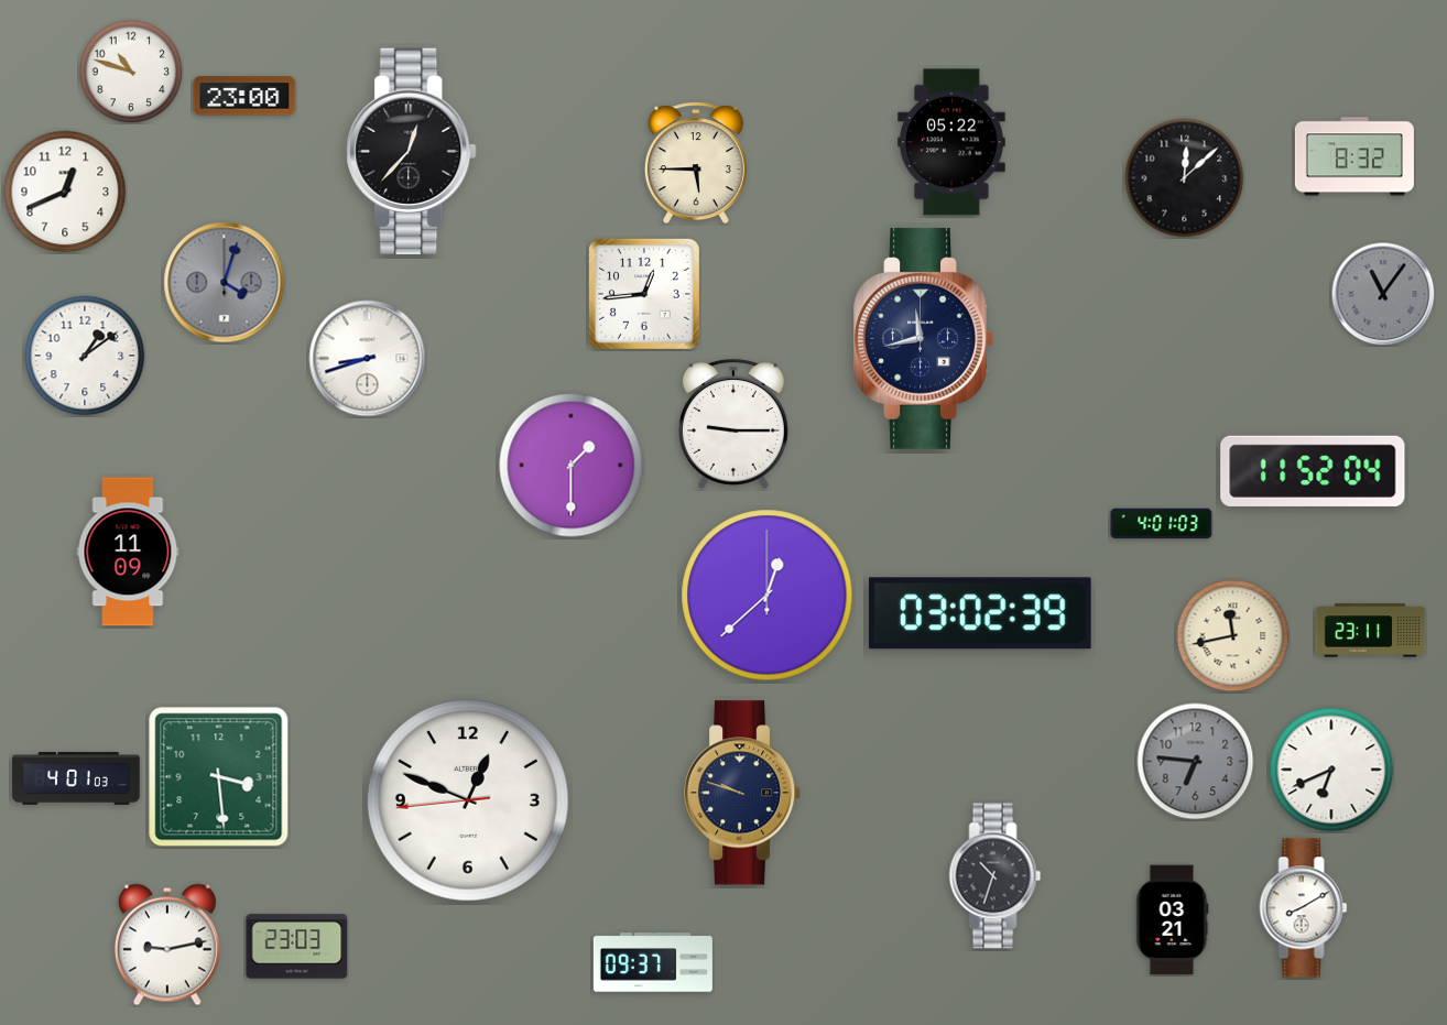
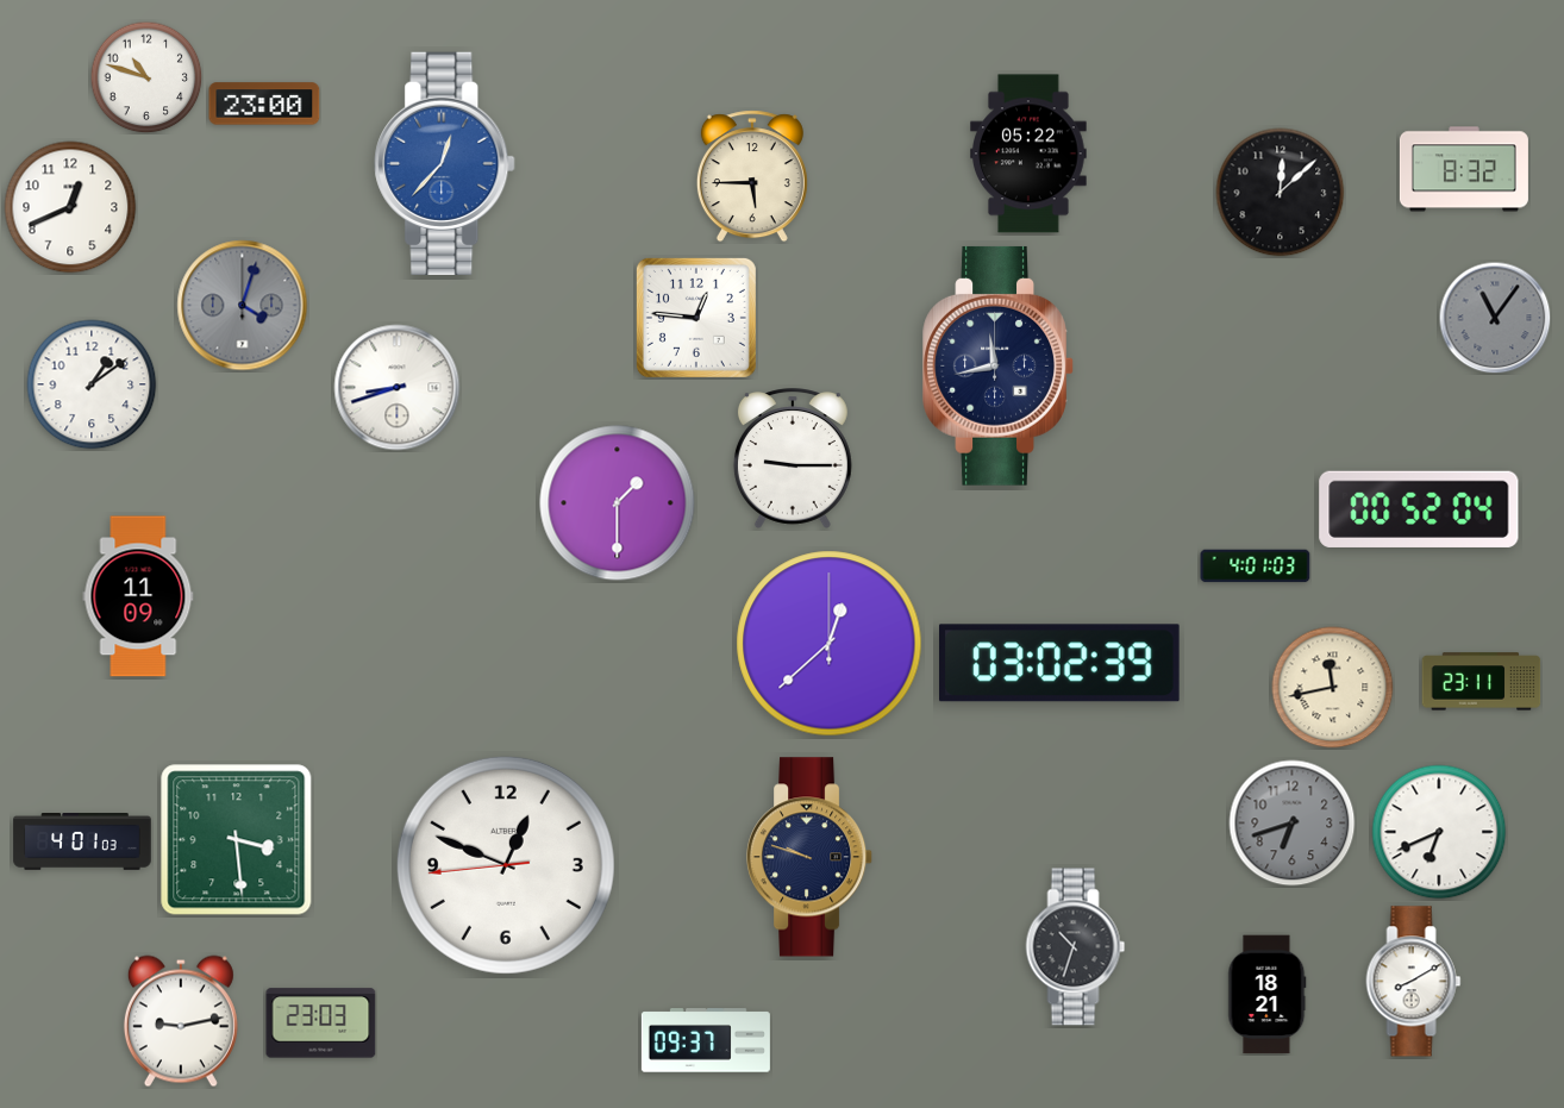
clock at (131, 72) position: (131, 72) -> (146, 77)
clock at (412, 151) dial: black -> blue
clock at (644, 294): 12:44 -> 12:46
clock at (1313, 471): 11:52 -> 00:52
clock at (1196, 762): 6:46 -> 6:42
clock at (742, 793) position: (742, 793) -> (809, 857)
clock at (1304, 908) position: (1304, 908) -> (1414, 982)
clock at (1173, 920): 03:21 -> 18:21
